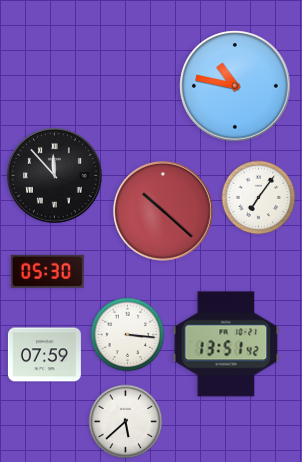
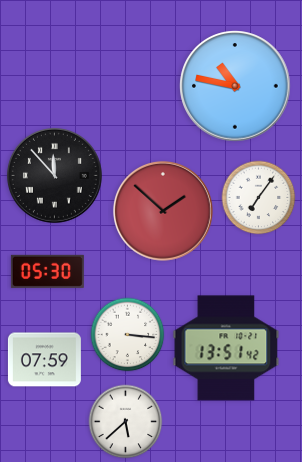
clock at (163, 211): 10:22 -> 1:52
clock at (226, 344) position: (226, 344) -> (226, 348)
clock at (44, 355) position: (44, 355) -> (44, 360)
